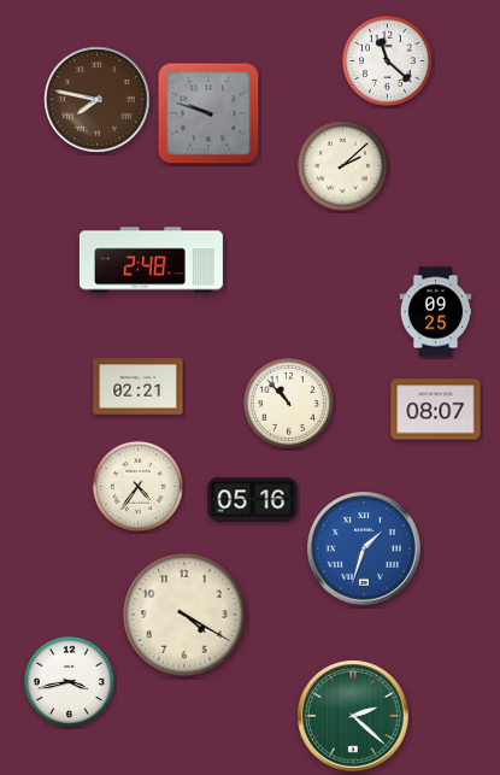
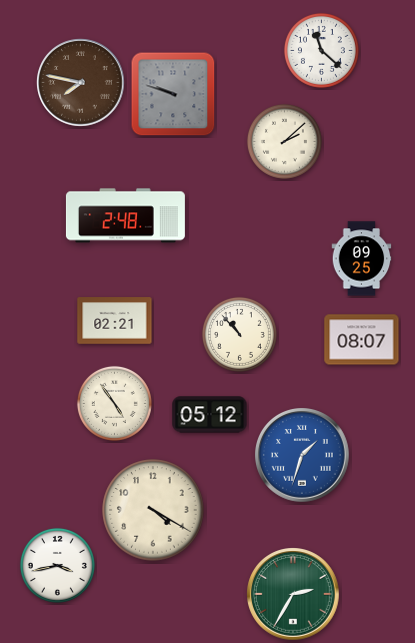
clock at (342, 165) position: (342, 165) -> (284, 141)
clock at (137, 486): 4:36 -> 4:54
clock at (253, 500): 05:16 -> 05:12
clock at (354, 717): 2:22 -> 2:35
